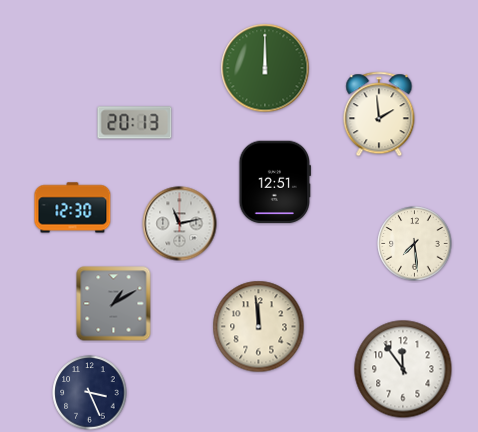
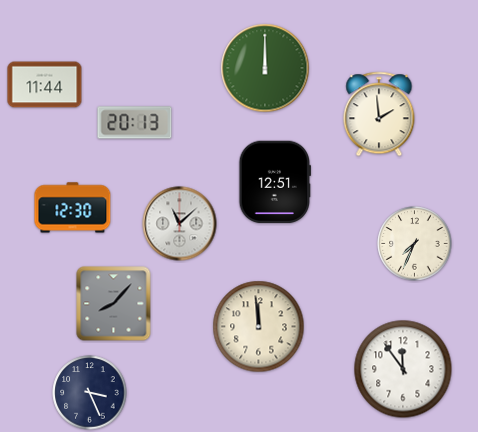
clock at (45, 85): none -> 11:44
clock at (180, 224): 11:13 -> 11:08
clock at (415, 244): 7:29 -> 7:34
clock at (114, 304): 1:10 -> 8:07
